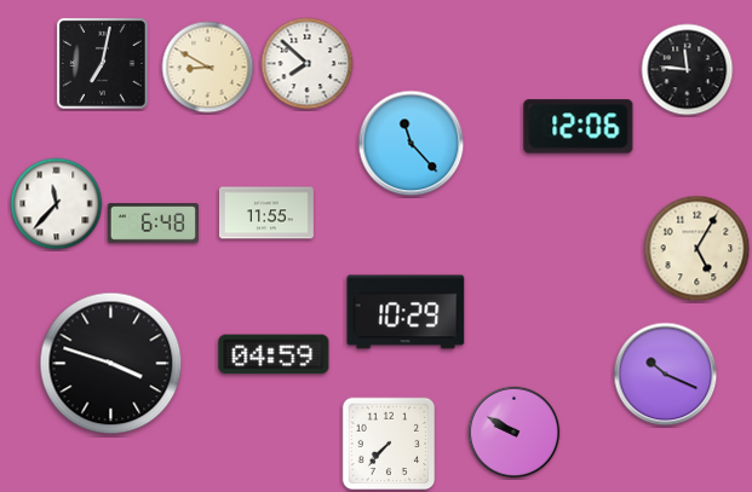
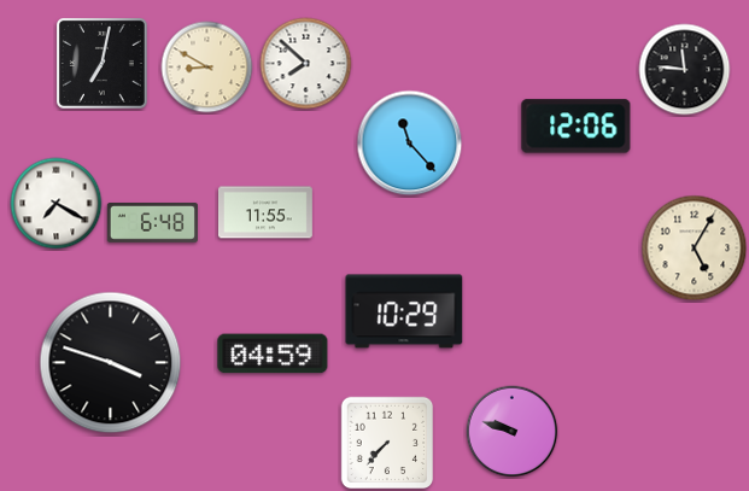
clock at (57, 204): 11:37 -> 7:20
clock at (666, 375): 10:19 -> none
clock at (515, 433): 9:50 -> 9:48
